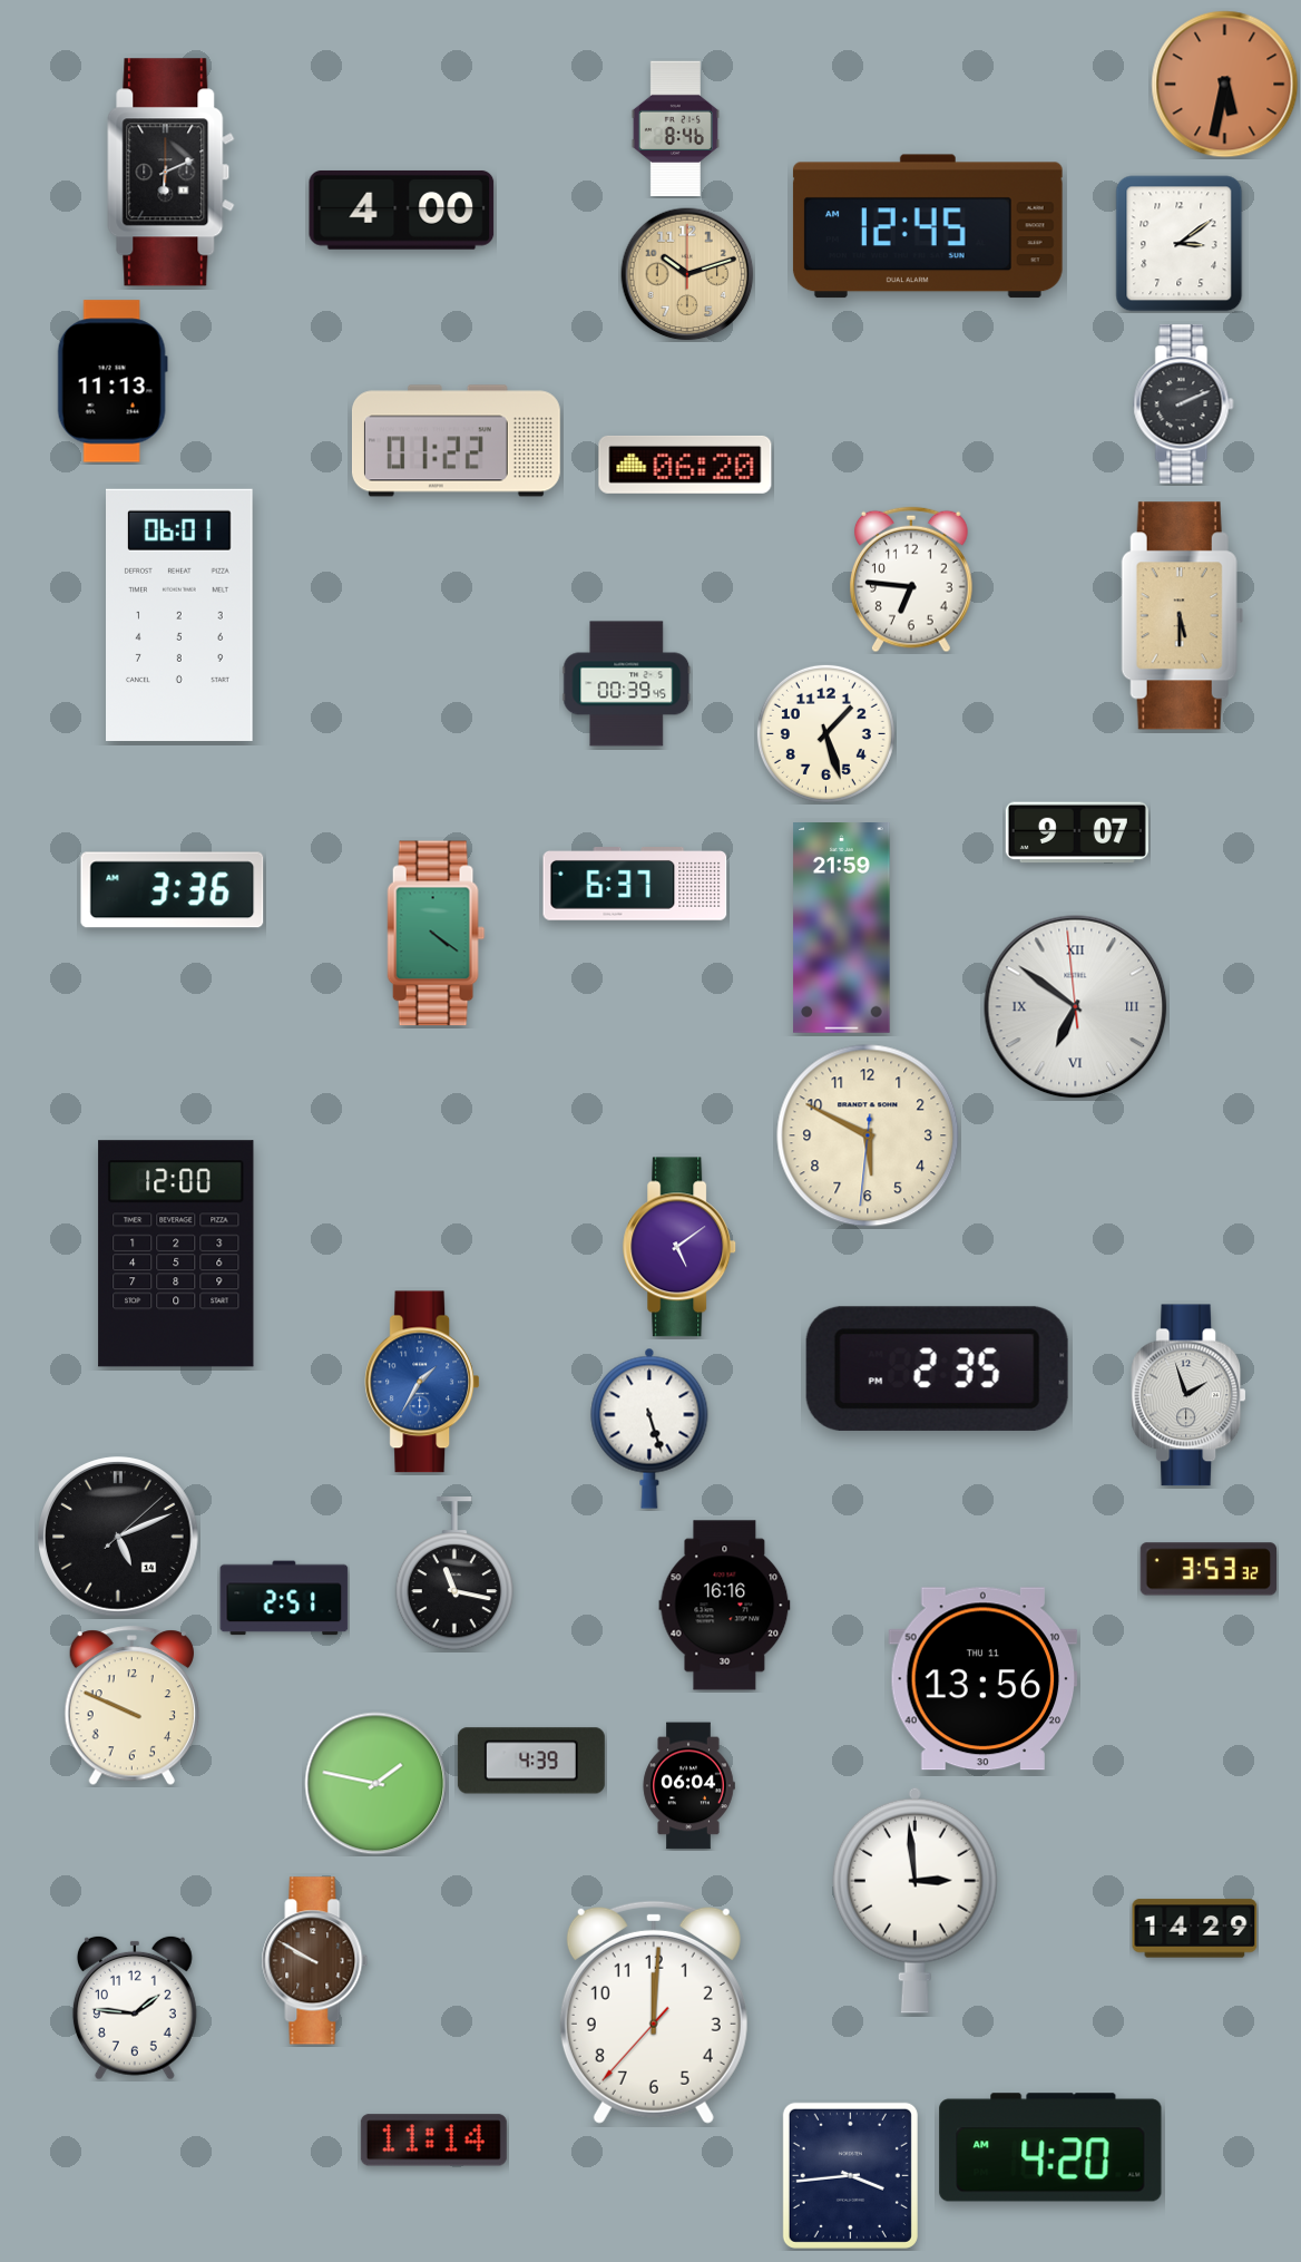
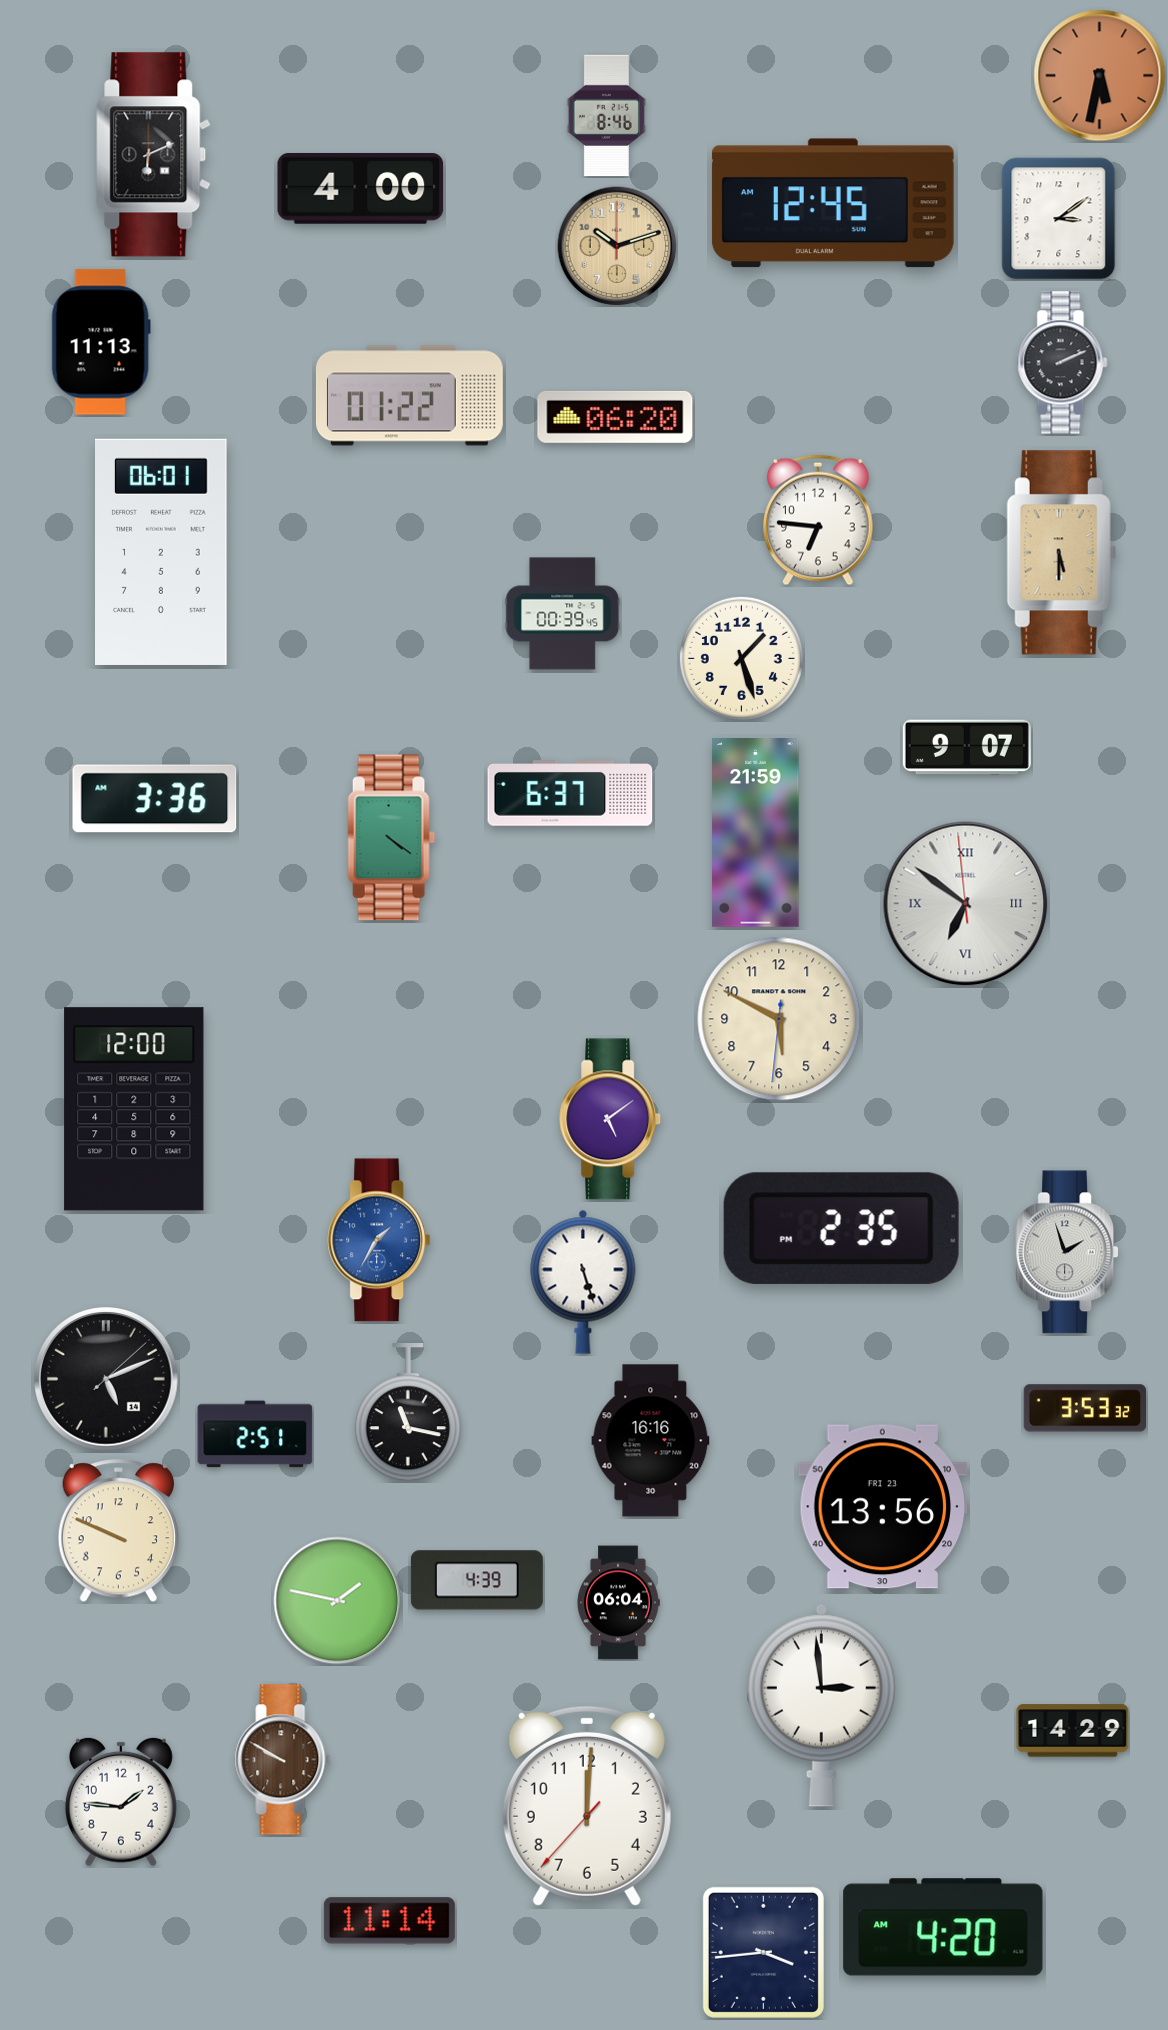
clock at (176, 1254) position: (176, 1254) -> (134, 1109)
clock at (984, 1679) date: THU 11 -> FRI 23
